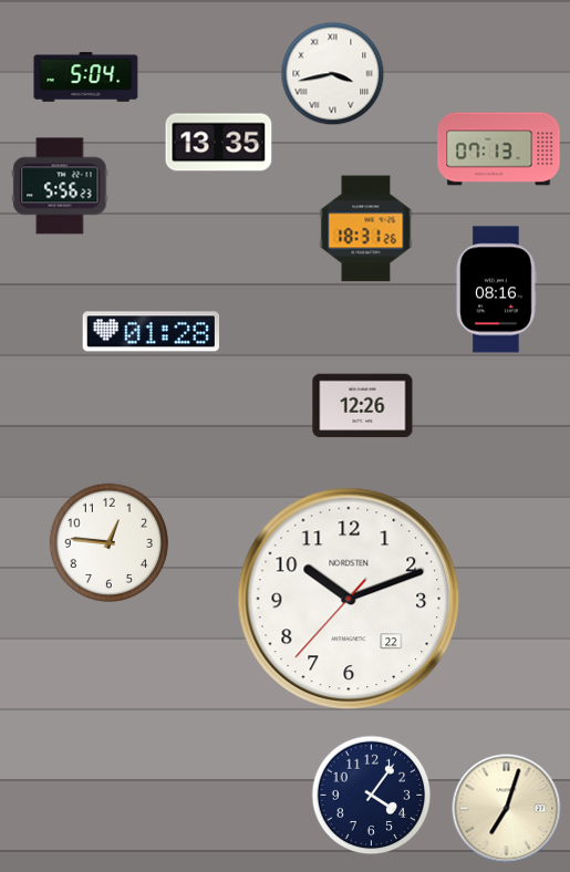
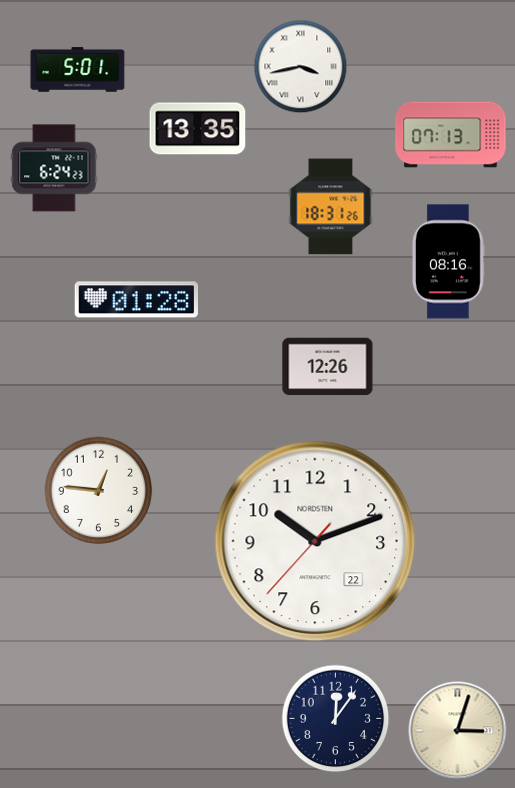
clock at (86, 77): 5:04 -> 5:01
clock at (60, 186): 5:56 -> 6:24
clock at (372, 796): 4:06 -> 12:06
clock at (507, 809): 7:03 -> 3:03
